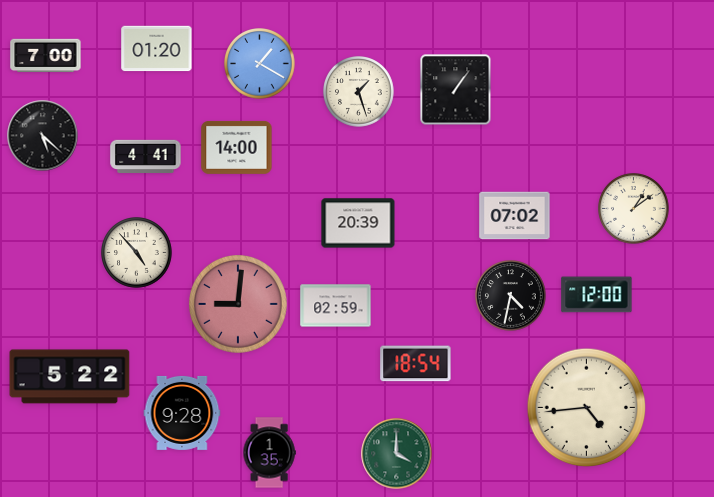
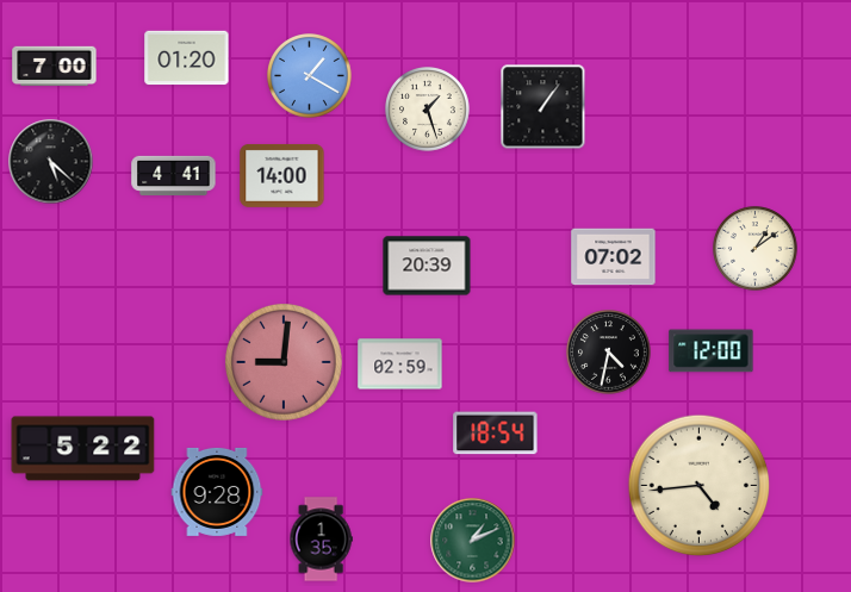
clock at (146, 157) position: (146, 157) -> (174, 176)
clock at (137, 253): 4:53 -> none
clock at (397, 454): 4:00 -> 1:11
